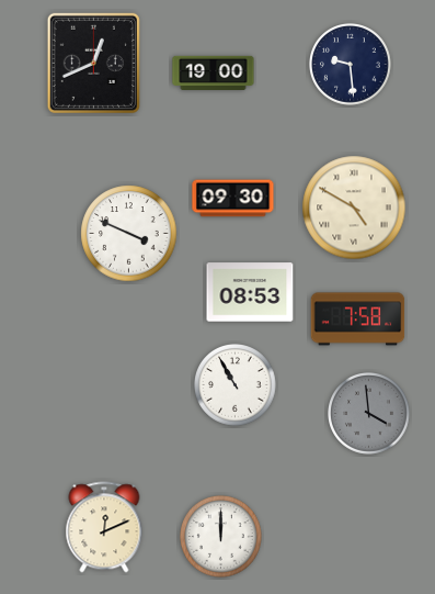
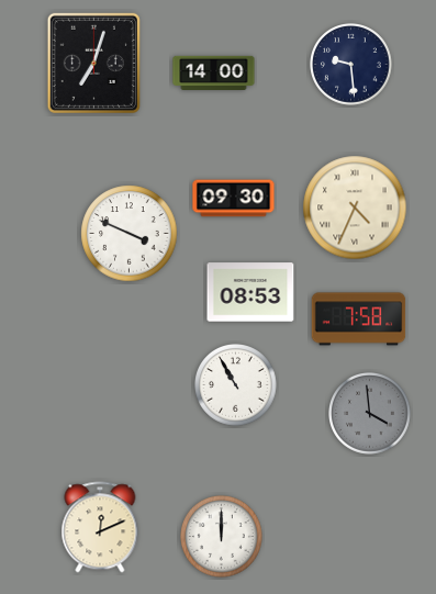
clock at (93, 63): 12:41 -> 7:03
clock at (214, 72): 19:00 -> 14:00
clock at (354, 208): 4:50 -> 4:34
clock at (104, 527) position: (104, 527) -> (100, 527)
